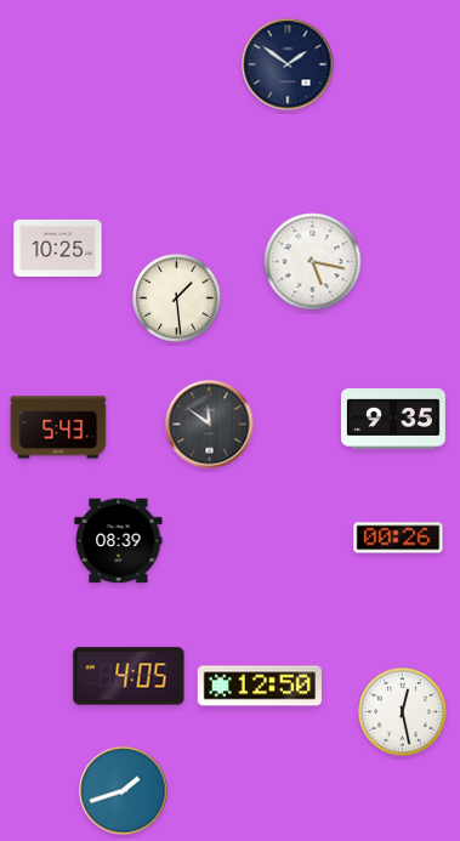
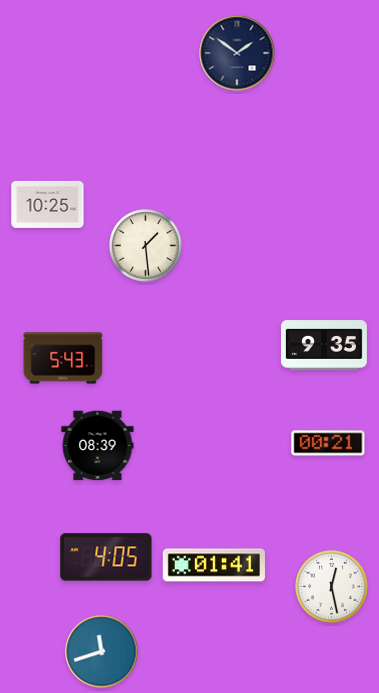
clock at (313, 262): 5:17 -> none
clock at (210, 425): 11:51 -> none
clock at (58, 427) position: (58, 427) -> (63, 358)
clock at (398, 538): 00:26 -> 00:21
clock at (260, 686): 12:50 -> 01:41
clock at (124, 791): 1:42 -> 11:42
